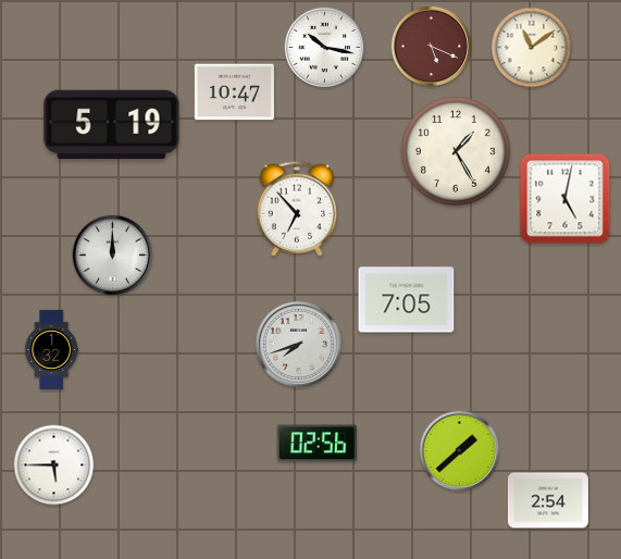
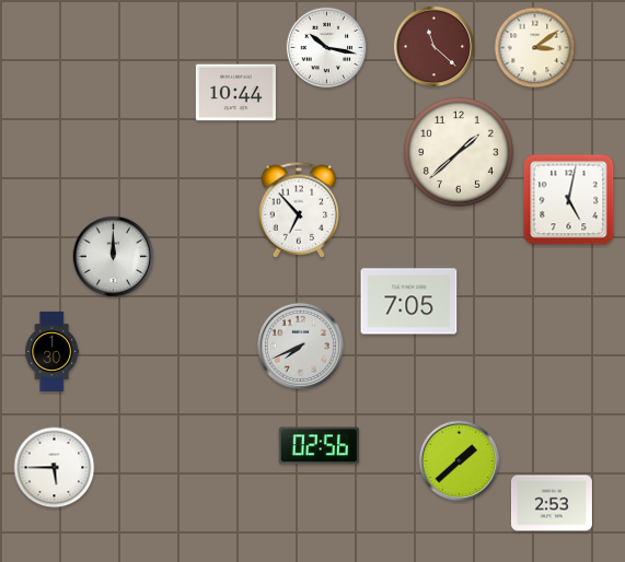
clock at (432, 47): 5:19 -> 11:22
clock at (532, 48): 11:09 -> 3:09
clock at (234, 92): 10:47 -> 10:44
clock at (112, 125): 5:19 -> none
clock at (456, 151): 1:25 -> 1:38
clock at (298, 344): 7:42 -> 7:41
clock at (52, 349): 1:32 -> 1:30
clock at (460, 451) position: (460, 451) -> (460, 461)
clock at (548, 500): 2:54 -> 2:53
